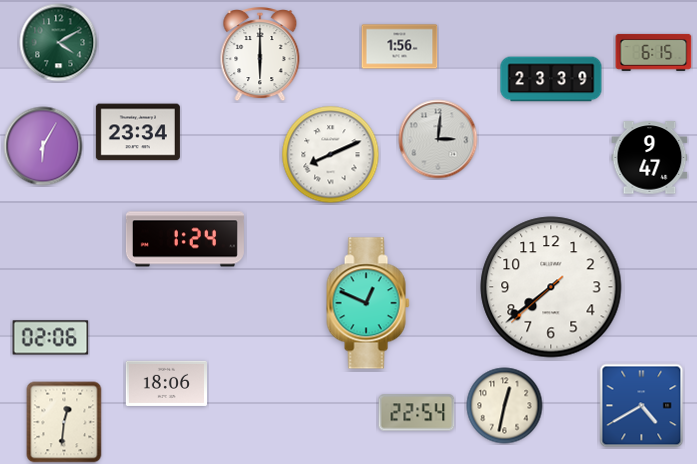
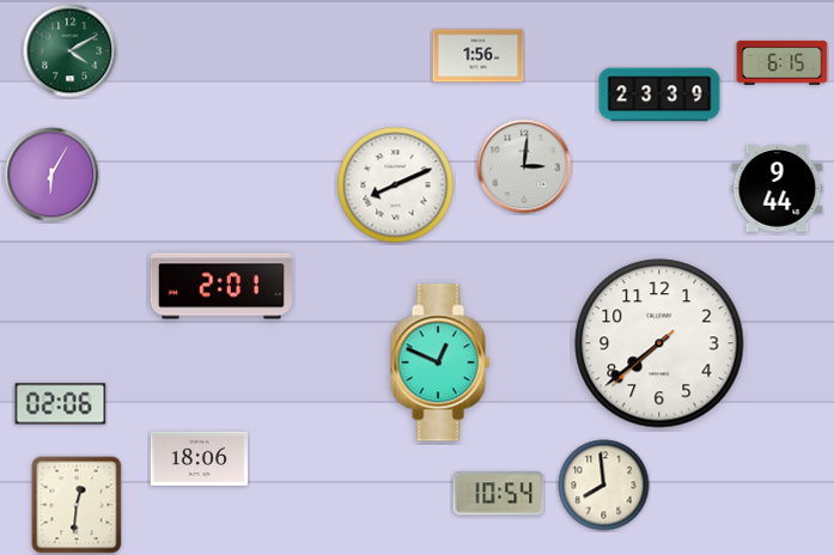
clock at (260, 55): 6:00 -> none
clock at (138, 132): 23:34 -> none
clock at (650, 158): 9:47 -> 9:44
clock at (185, 239): 1:24 -> 2:01
clock at (505, 406): 12:32 -> 7:59
clock at (642, 406): 4:40 -> none
clock at (417, 413): 22:54 -> 10:54
